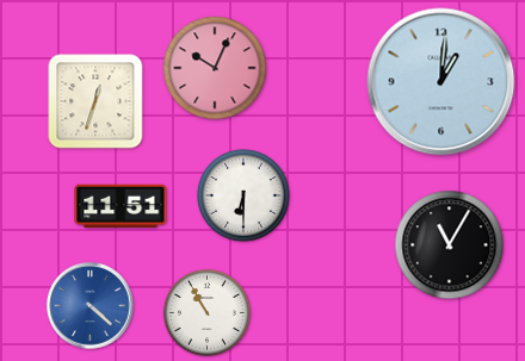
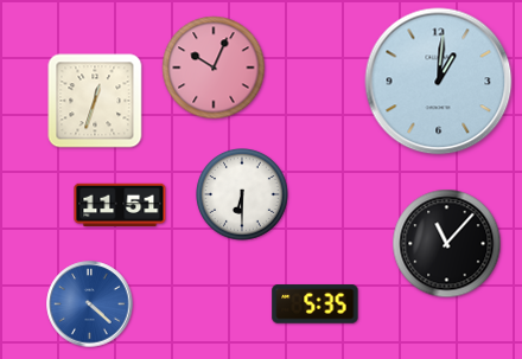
clock at (450, 245): 11:05 -> 11:07
clock at (316, 304): none -> 5:35
clock at (206, 312): 10:55 -> none
